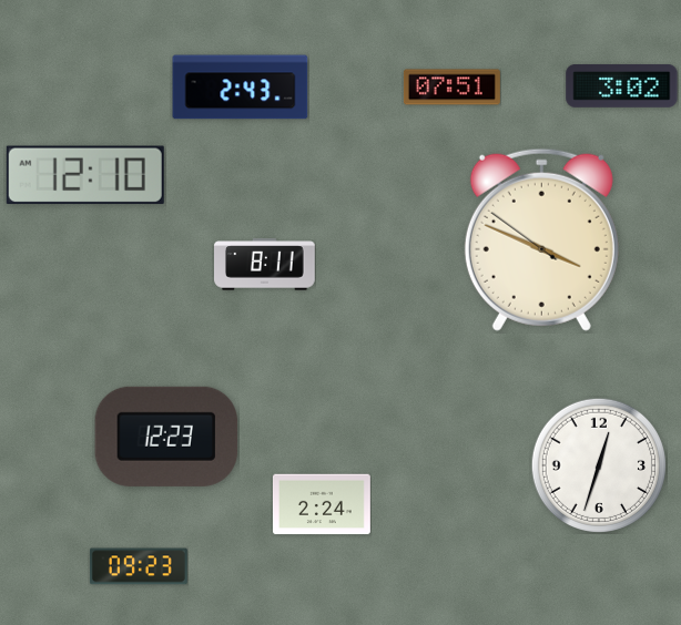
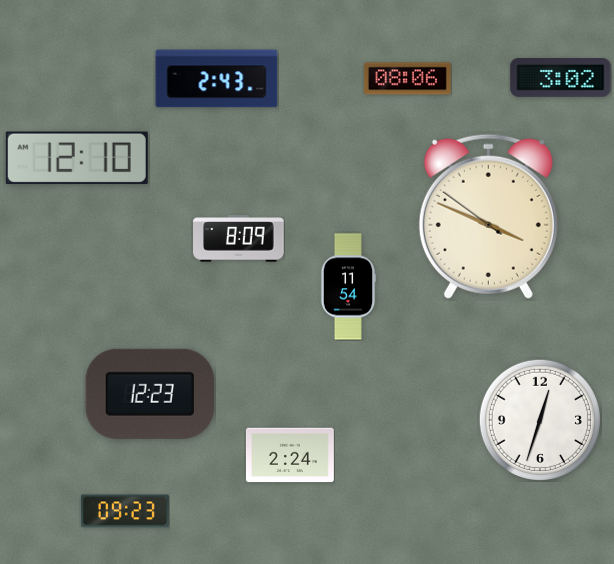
clock at (451, 88): 07:51 -> 08:06
clock at (265, 265): 8:11 -> 8:09
clock at (348, 287): none -> 11:54
